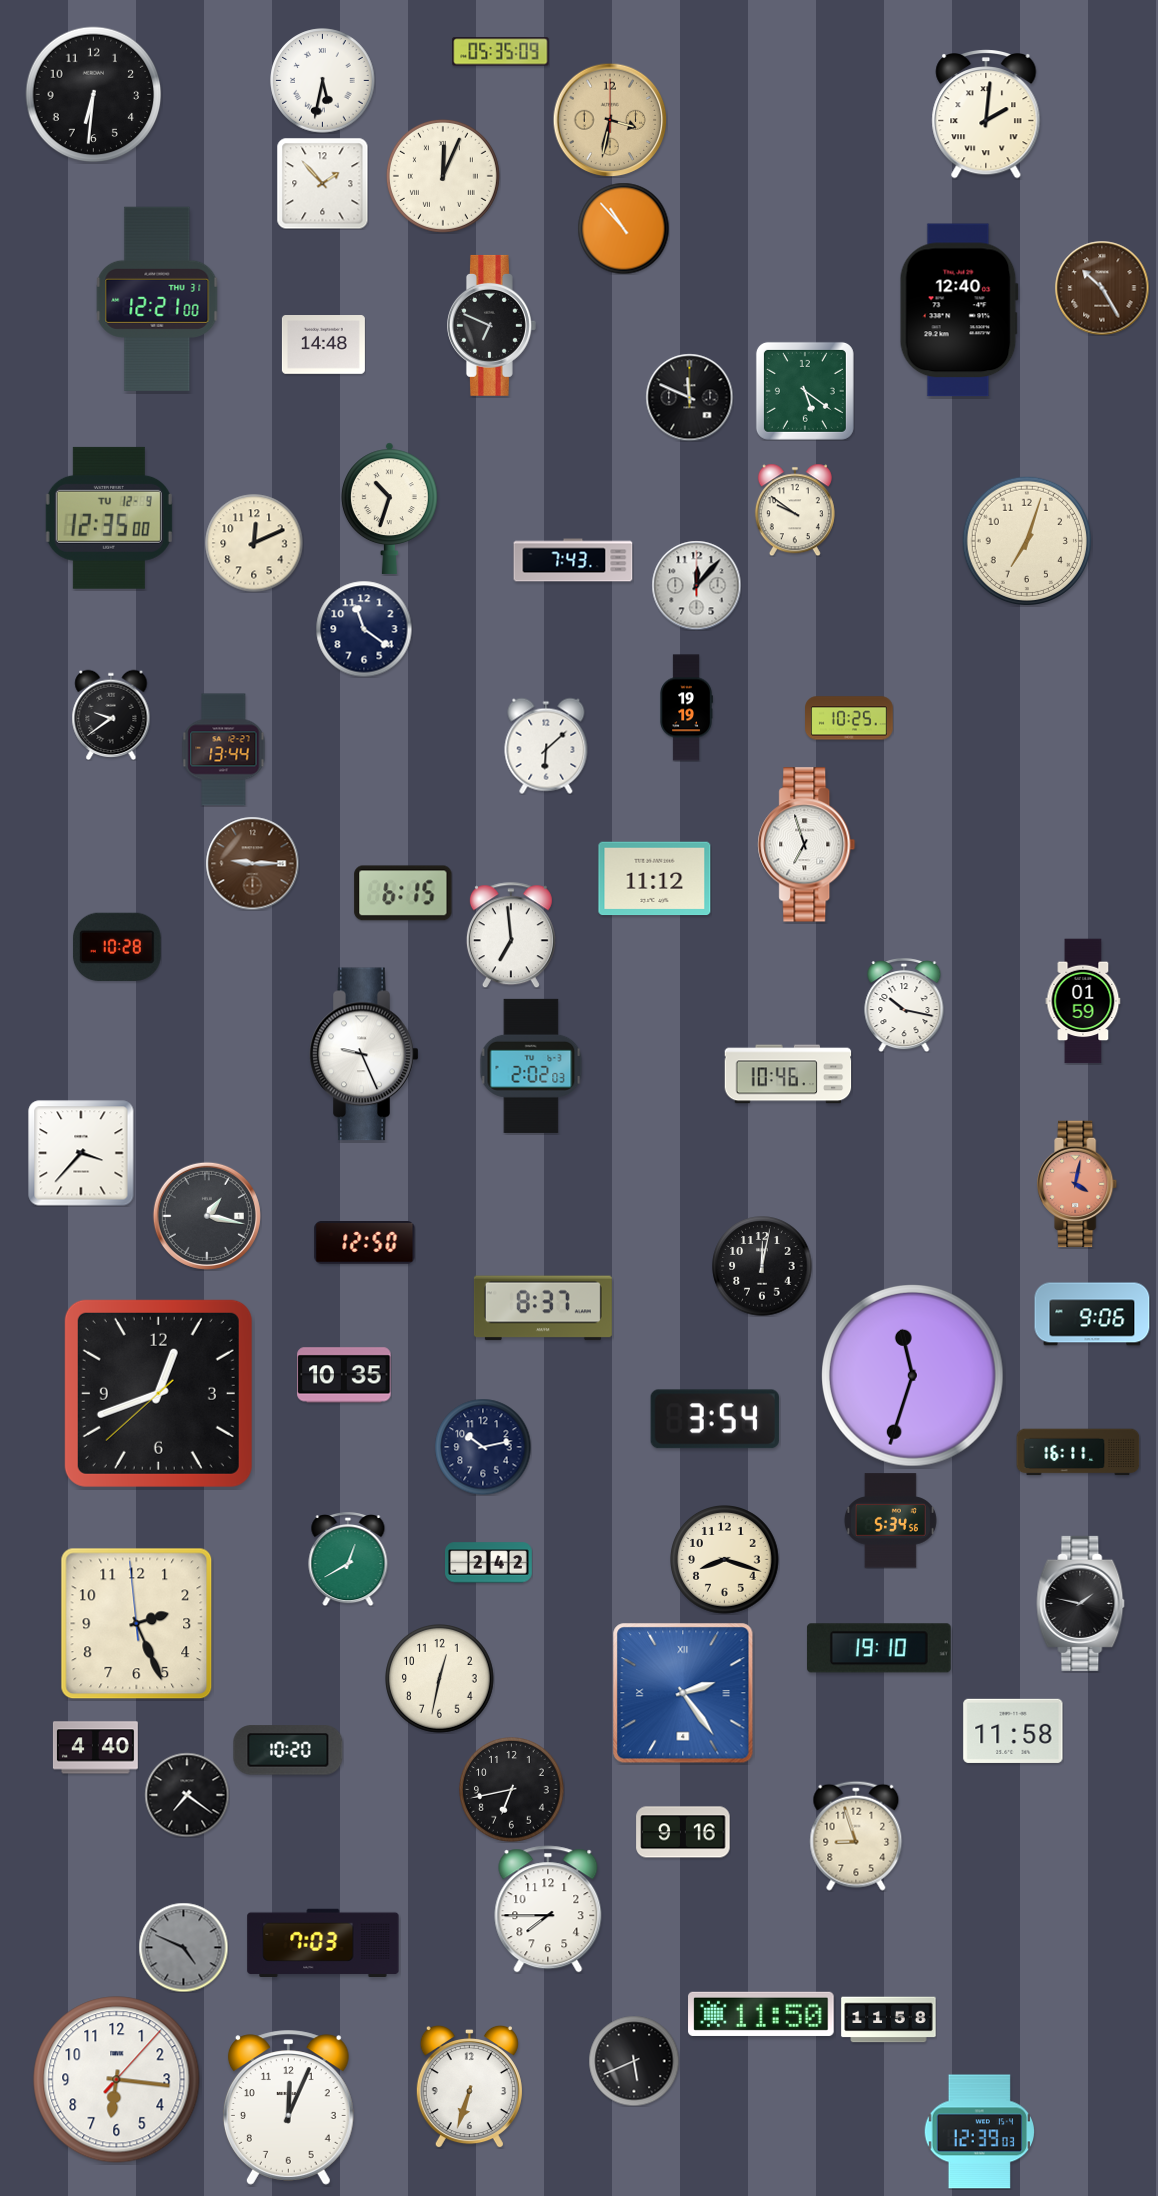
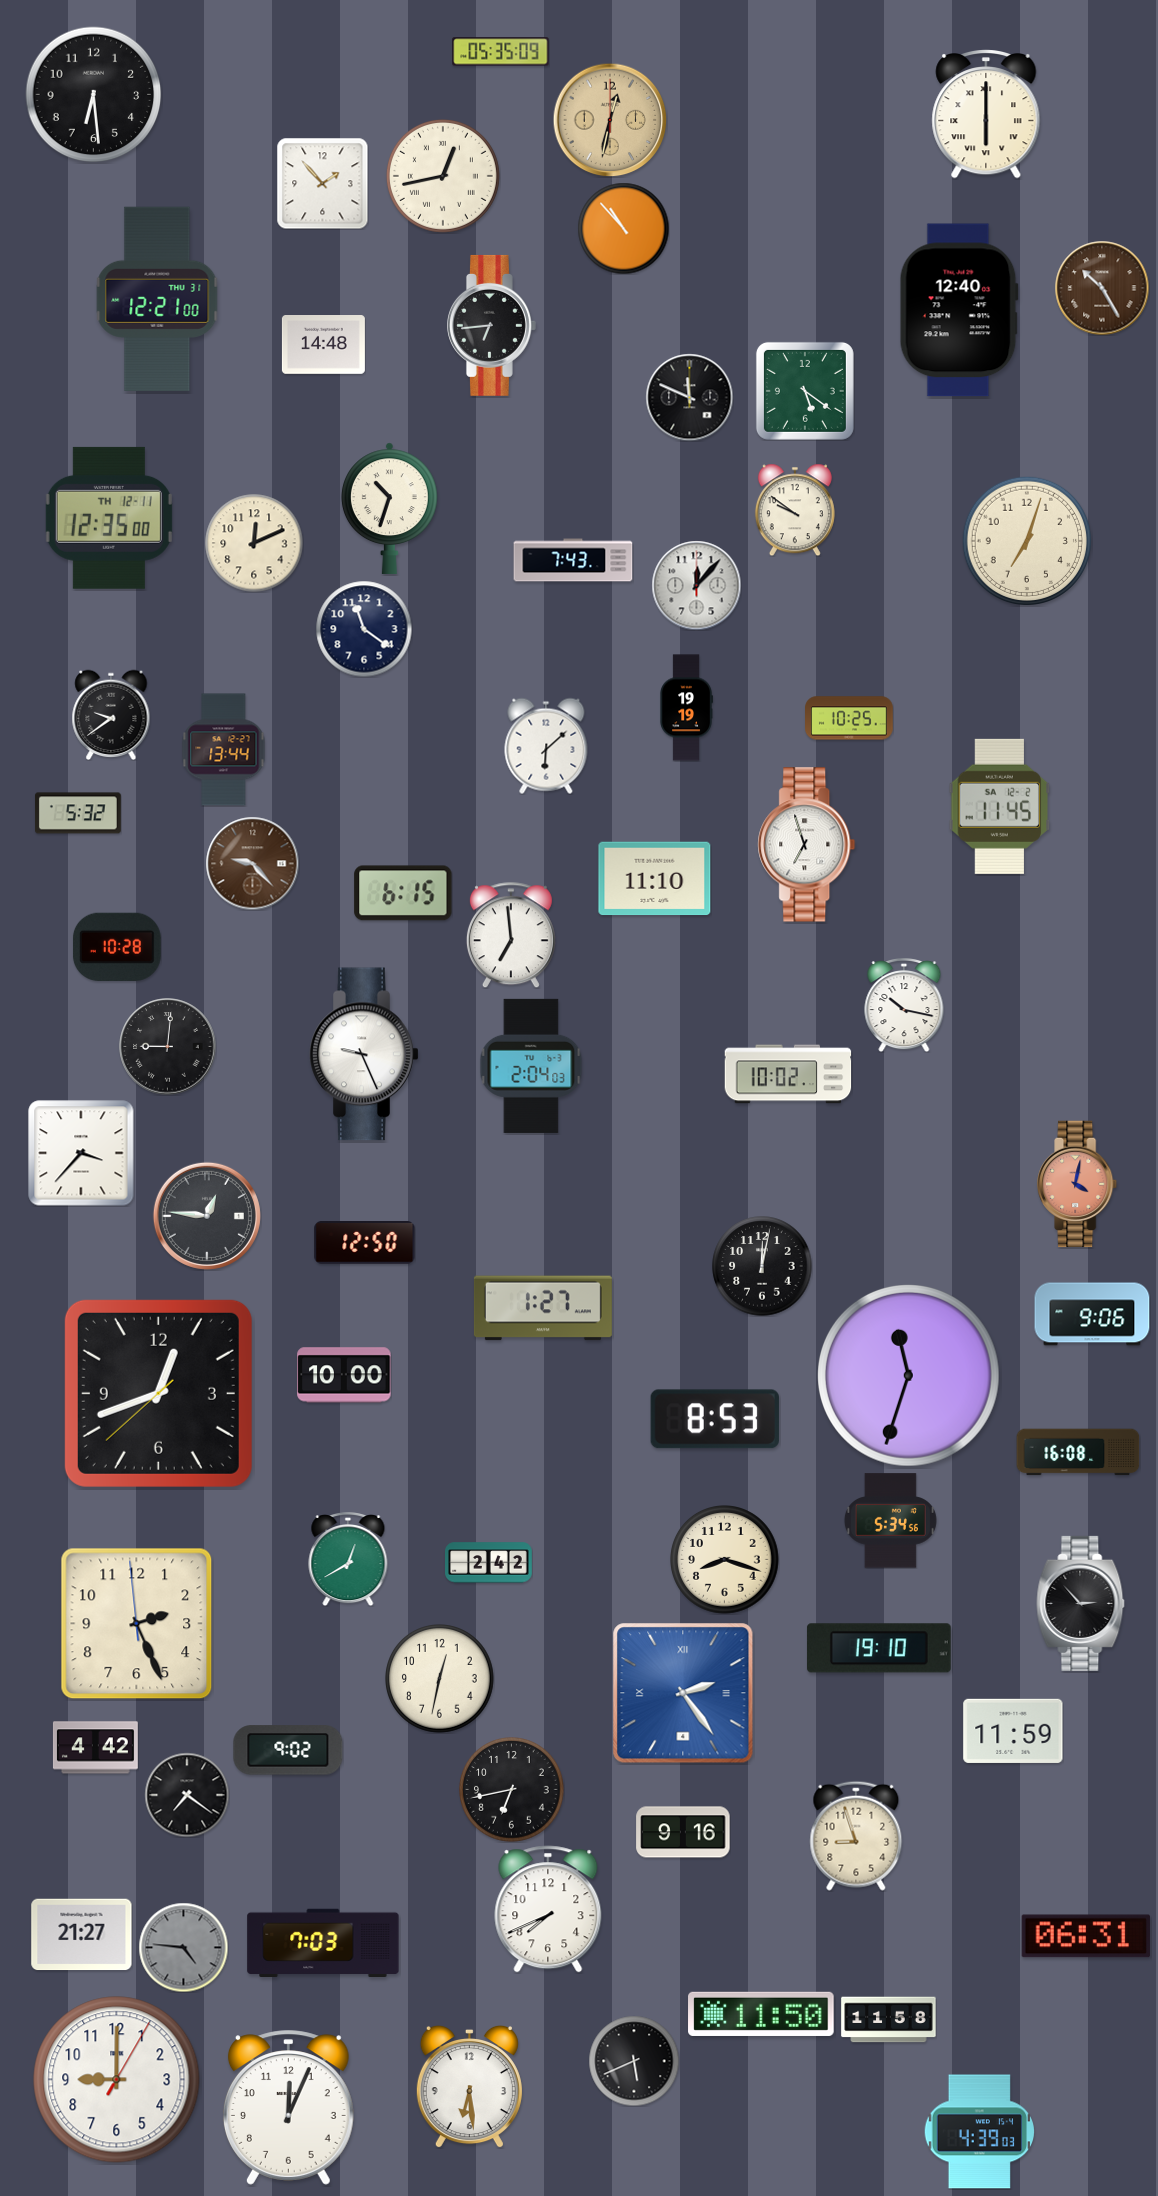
clock at (323, 81): 5:32 -> none
clock at (94, 95): 6:31 -> 6:29
clock at (986, 115): 2:01 -> 6:00
clock at (610, 120): 3:32 -> 12:32
clock at (443, 176): 12:04 -> 12:43
clock at (492, 325): 6:49 -> 6:44
clock at (109, 518) date: TU 12-9 -> TH 12-11
clock at (1000, 806): none -> 11:45
clock at (78, 813): none -> 5:32
clock at (252, 863): 9:15 -> 9:23
clock at (655, 879): 11:12 -> 11:10
clock at (1083, 1001): 01:59 -> none
clock at (168, 1047): none -> 9:01
clock at (531, 1066): 2:02 -> 2:04
clock at (788, 1074): 10:46 -> 10:02
clock at (207, 1216): 1:17 -> 12:46
clock at (543, 1308): 8:37 -> 1:27
clock at (344, 1375): 10:35 -> 10:00
clock at (913, 1376) position: (913, 1376) -> (909, 1376)
clock at (715, 1419): 3:54 -> 8:53
clock at (483, 1447): 10:13 -> none
clock at (1078, 1452): 16:11 -> 16:08
clock at (1081, 1603): 1:47 -> 2:53
clock at (1013, 1731): 11:58 -> 11:59
clock at (95, 1748): 4:40 -> 4:42
clock at (288, 1750): 10:20 -> 9:02
clock at (548, 1909): 7:45 -> 7:41
clock at (82, 1935): none -> 21:27
clock at (1085, 1936): none -> 06:31
clock at (183, 1947): 4:49 -> 4:46
clock at (117, 2080): 6:16 -> 9:00
clock at (469, 2086): 6:33 -> 6:29
clock at (980, 2132): 12:39 -> 4:39
